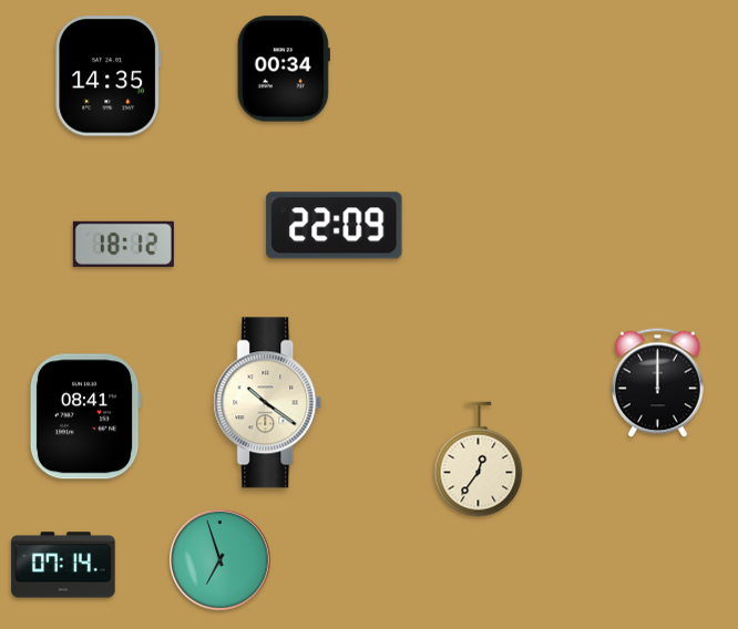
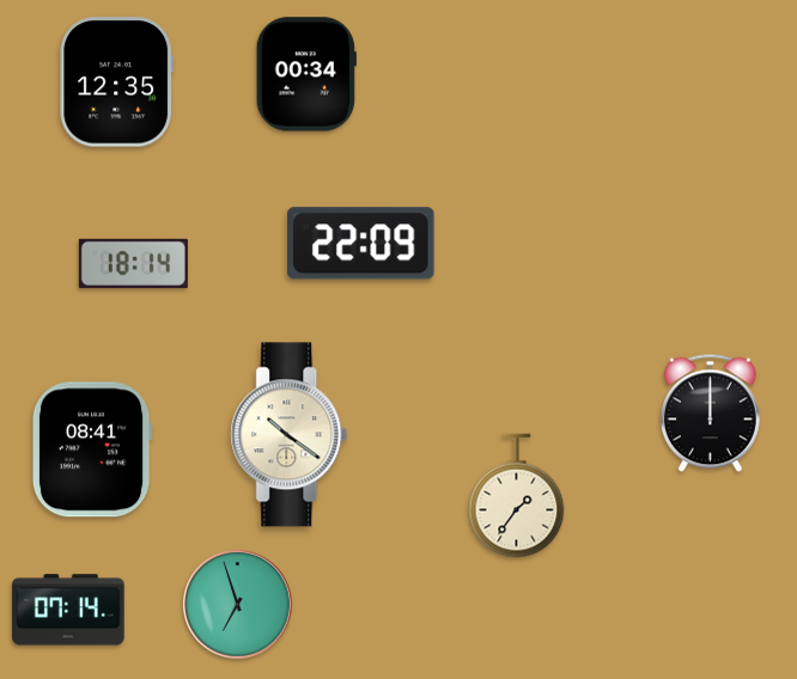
clock at (109, 76): 14:35 -> 12:35
clock at (123, 244): 18:12 -> 18:14
clock at (479, 460): 12:36 -> 1:36
